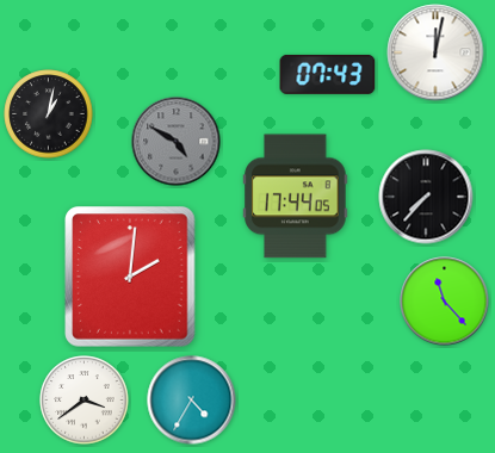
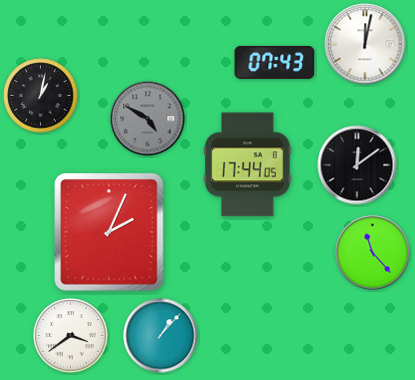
clock at (426, 197): 7:37 -> 12:09
clock at (130, 277): 2:01 -> 2:04
clock at (192, 401): 4:35 -> 1:07
